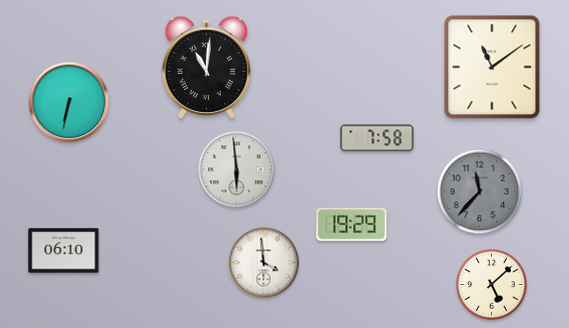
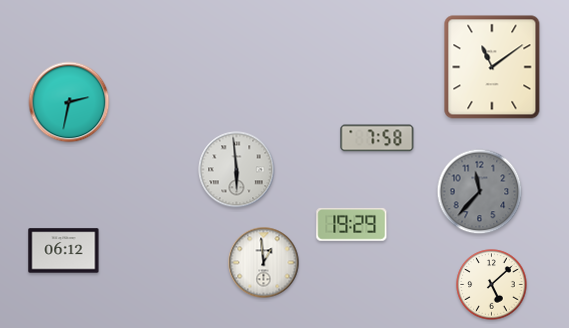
clock at (206, 67): 11:01 -> none
clock at (69, 102): 6:32 -> 2:32
clock at (64, 251): 06:10 -> 06:12
clock at (264, 263): 3:59 -> 12:59
